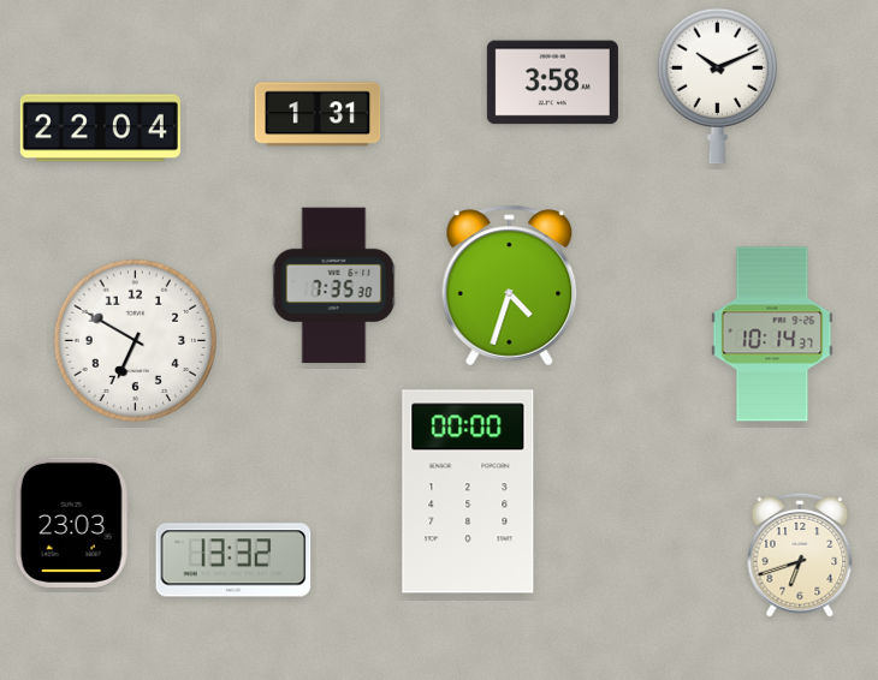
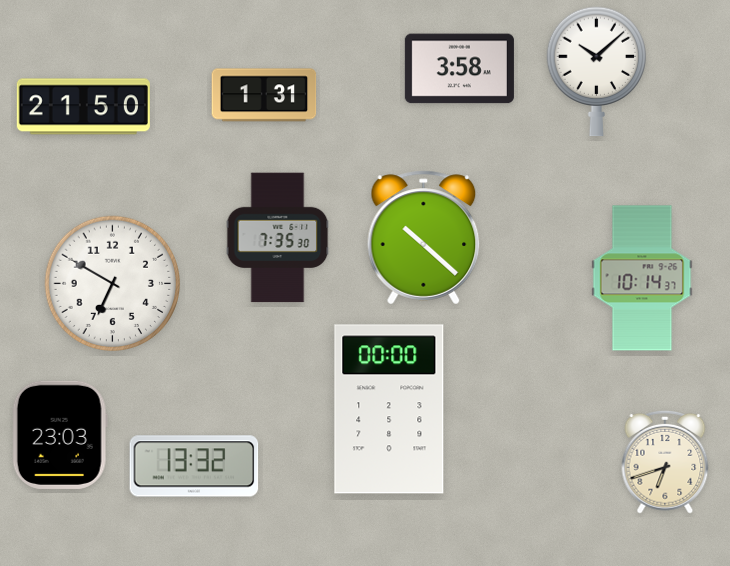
clock at (718, 87): 10:11 -> 10:08
clock at (100, 129): 22:04 -> 21:50
clock at (510, 286): 4:33 -> 10:22
